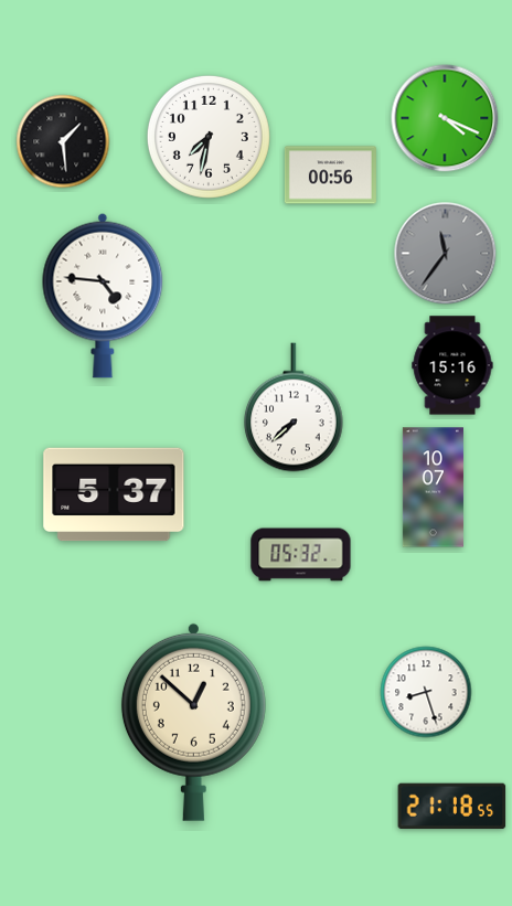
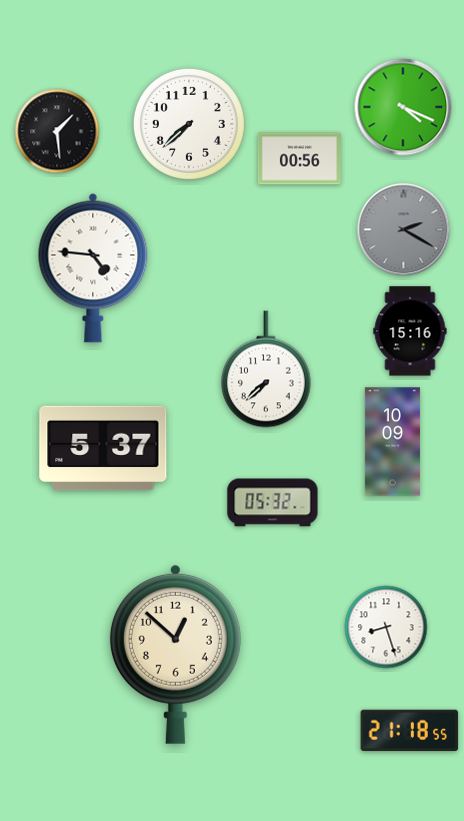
clock at (209, 137): 7:32 -> 7:38
clock at (63, 141) position: (63, 141) -> (57, 131)
clock at (446, 254): 11:36 -> 2:20
clock at (433, 488): 10:07 -> 10:09
